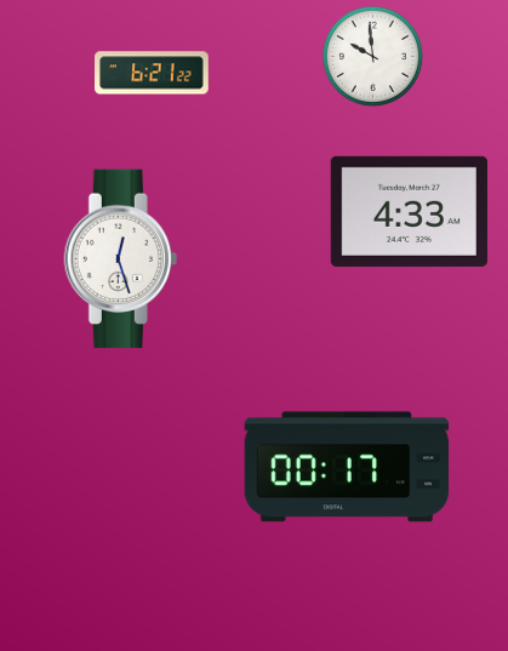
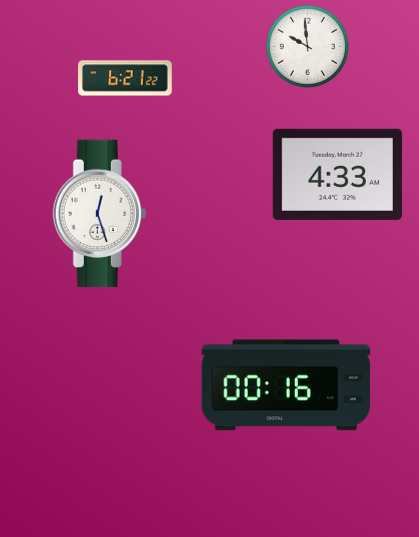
clock at (152, 73) position: (152, 73) -> (125, 78)
clock at (347, 467): 00:17 -> 00:16
